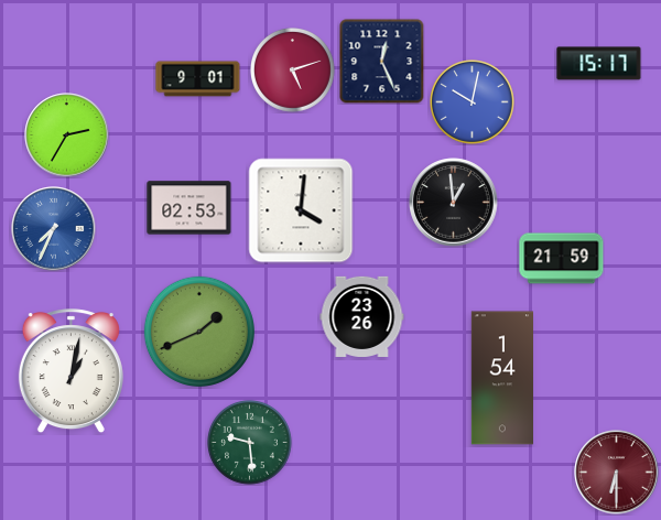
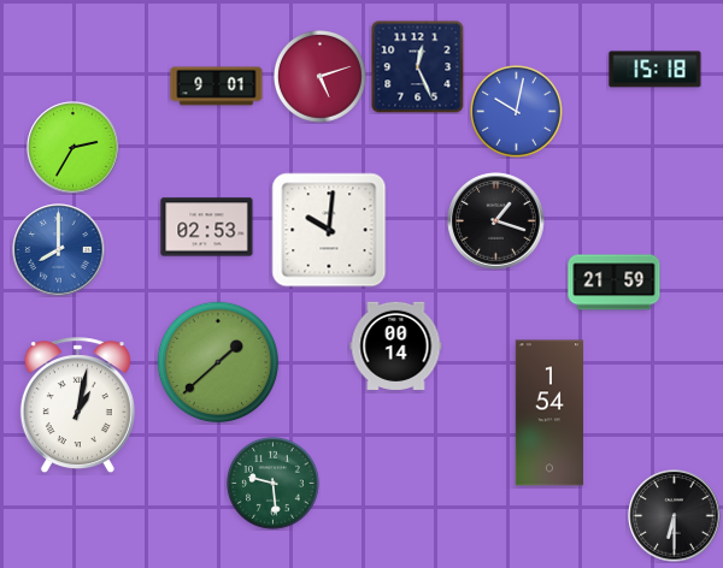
clock at (599, 64): 15:17 -> 15:18
clock at (454, 203): 12:59 -> 1:18
clock at (301, 210): 4:01 -> 10:01
clock at (54, 229): 7:34 -> 8:00
clock at (362, 316): 23:26 -> 00:14
clock at (199, 332): 1:41 -> 1:38
clock at (617, 473) dial: burgundy -> black
